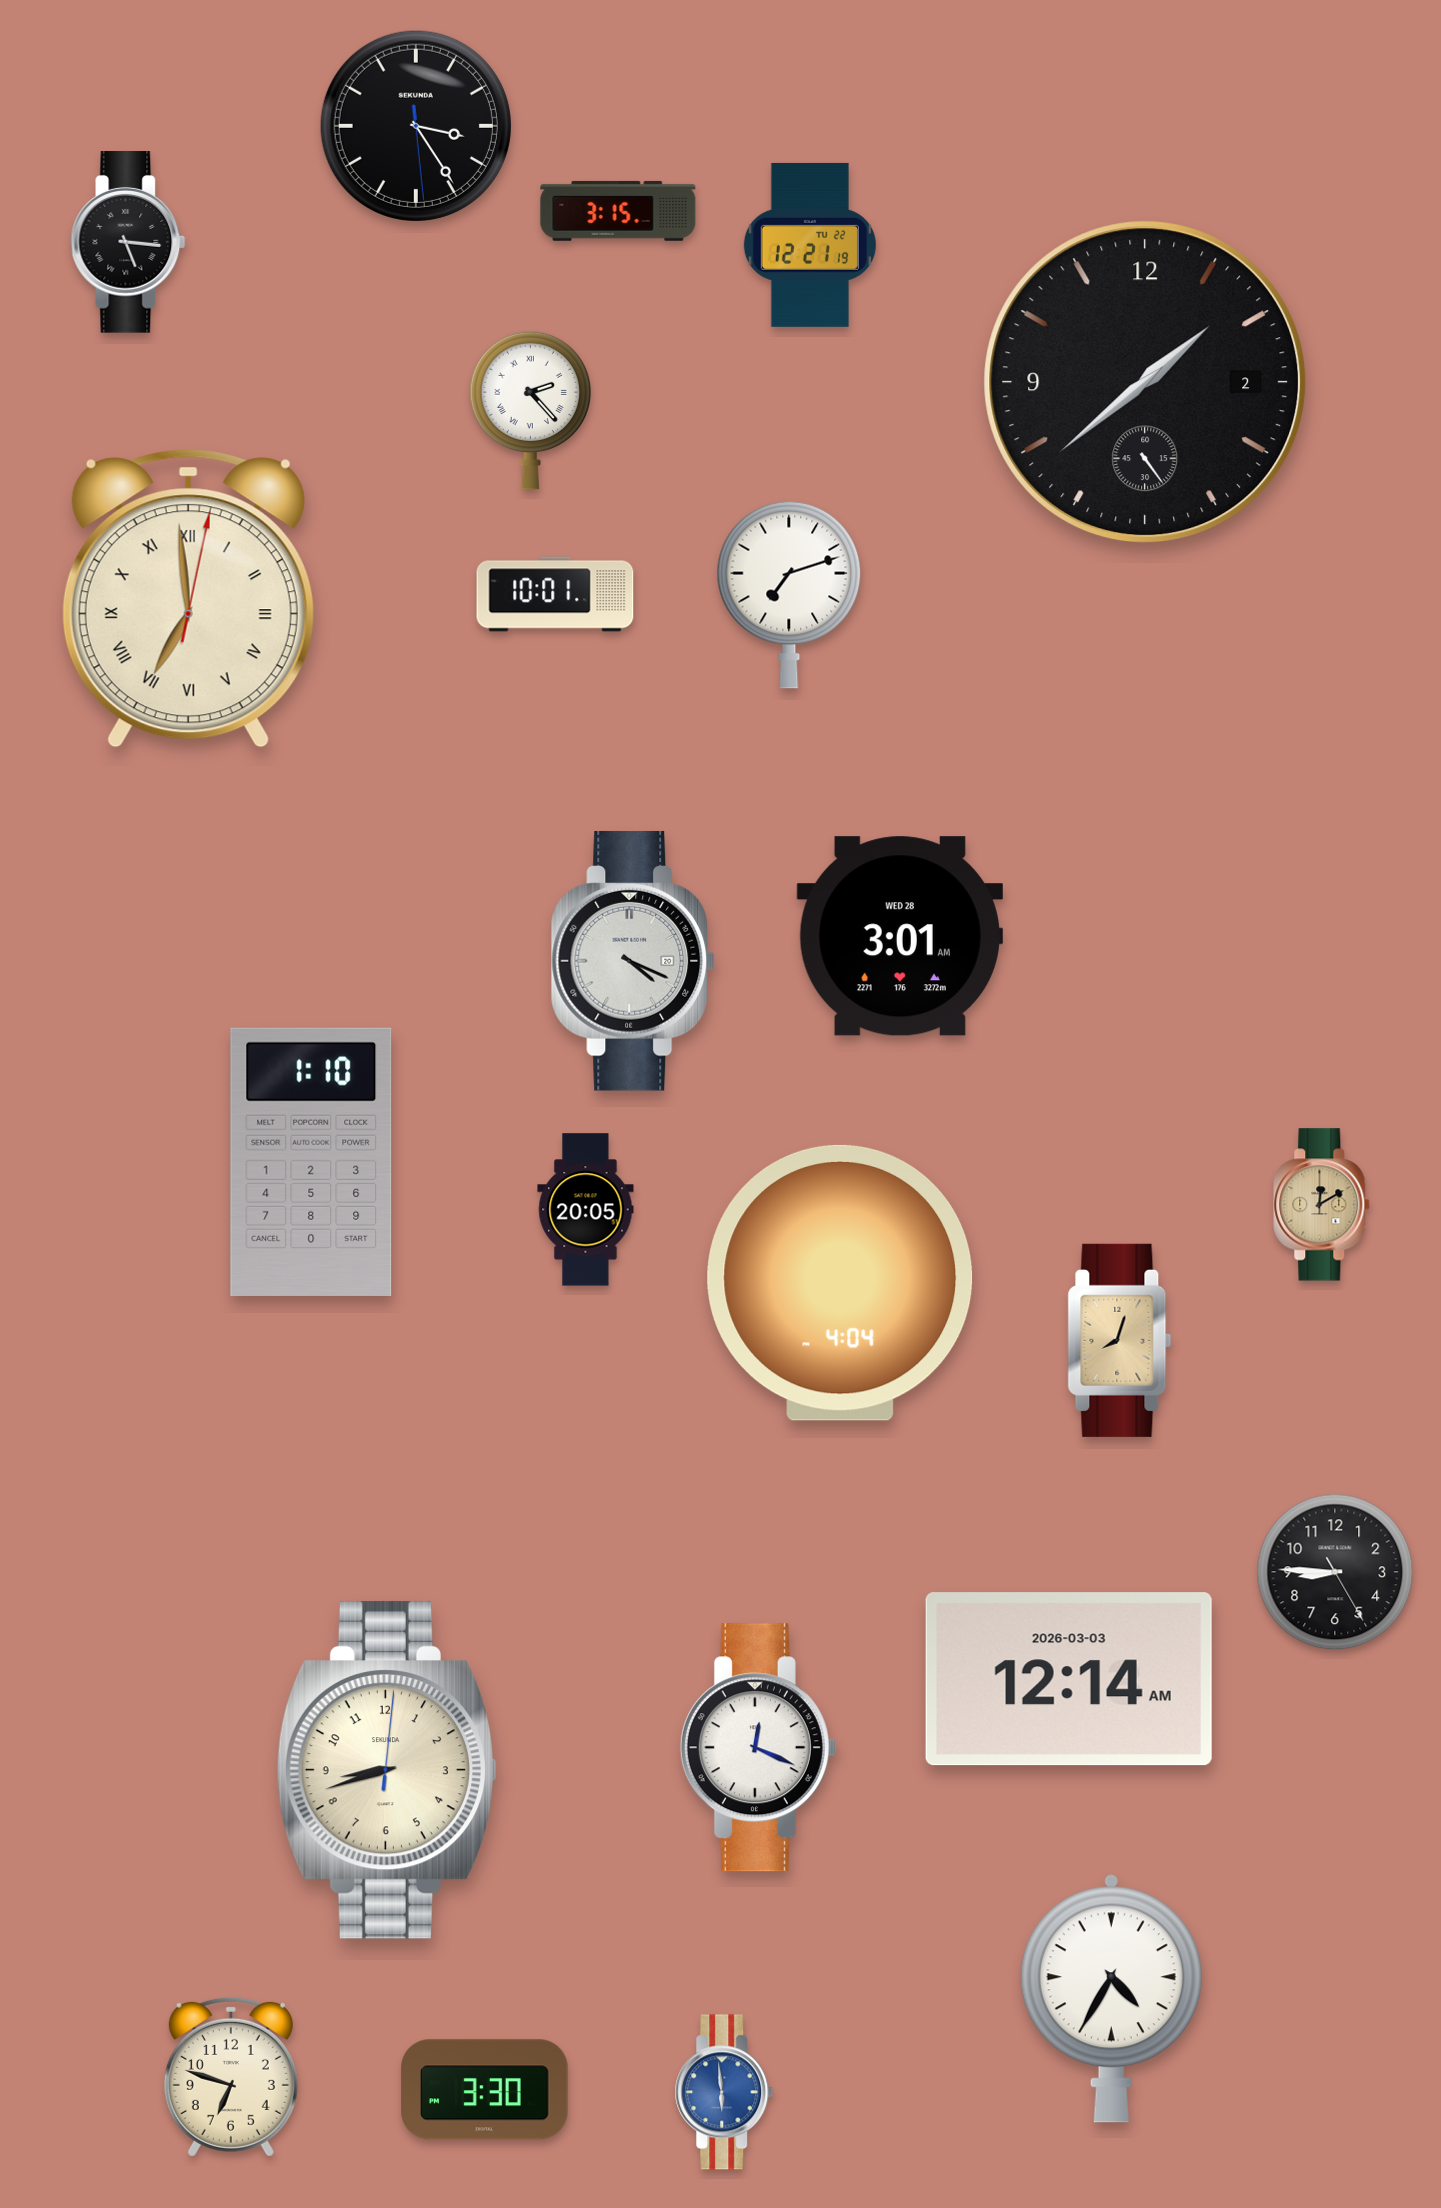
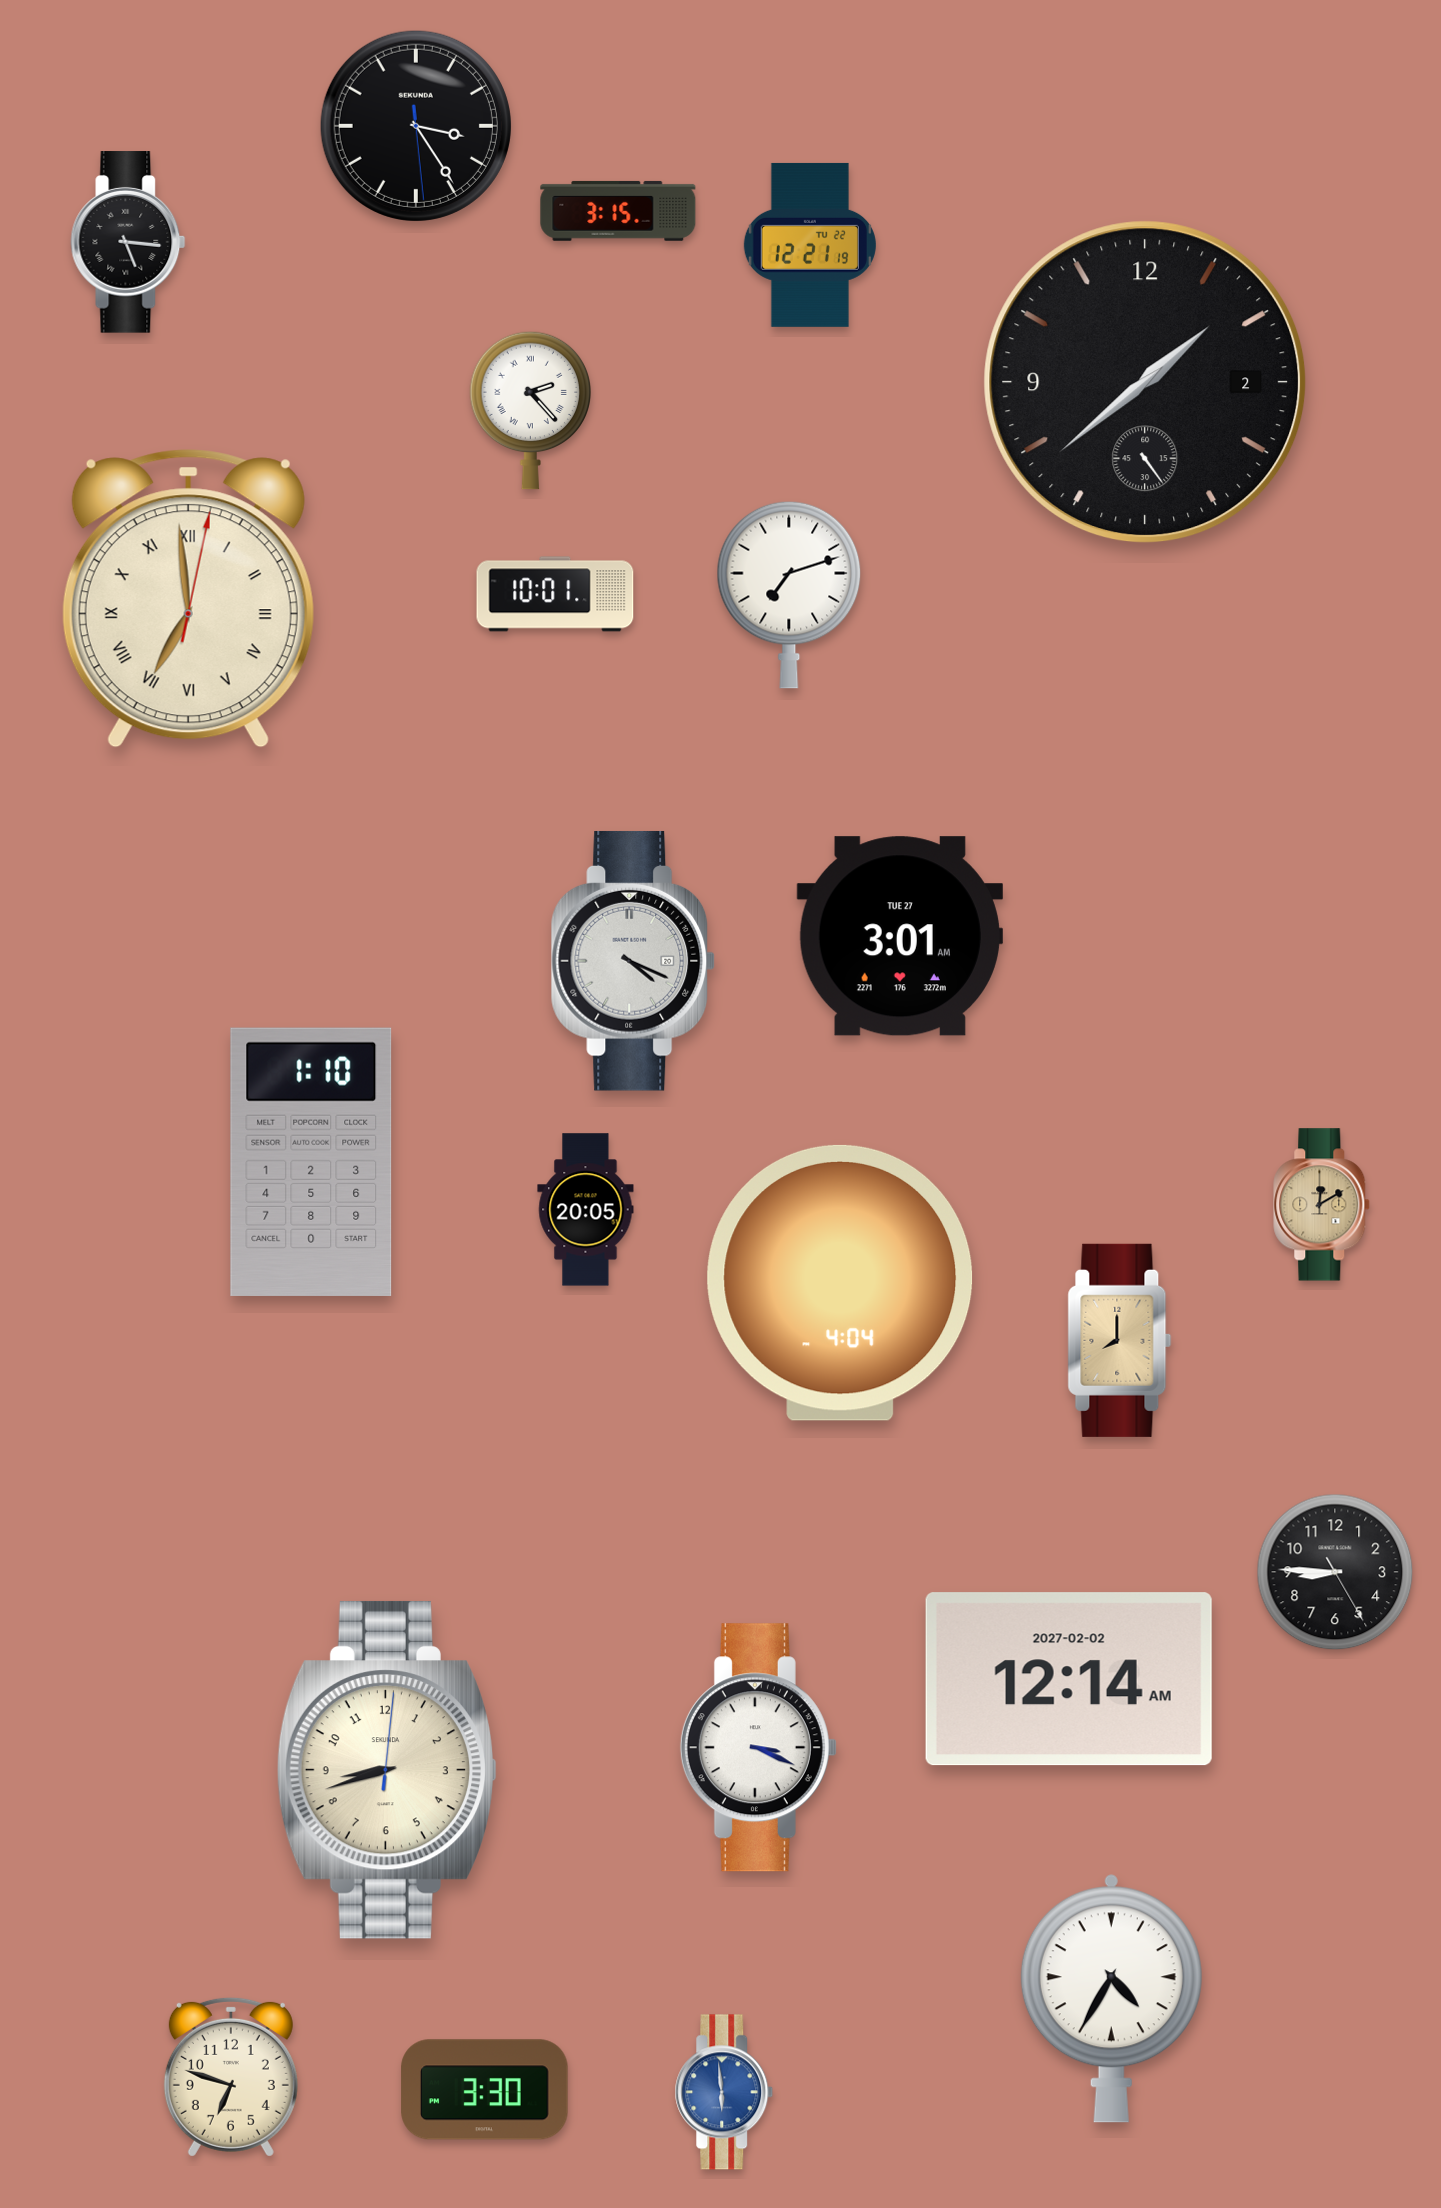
clock at (900, 936) date: WED 28 -> TUE 27
clock at (1120, 1340): 8:03 -> 8:00
clock at (1069, 1679) date: 2026-03-03 -> 2027-02-02
clock at (758, 1748): 12:19 -> 3:19
